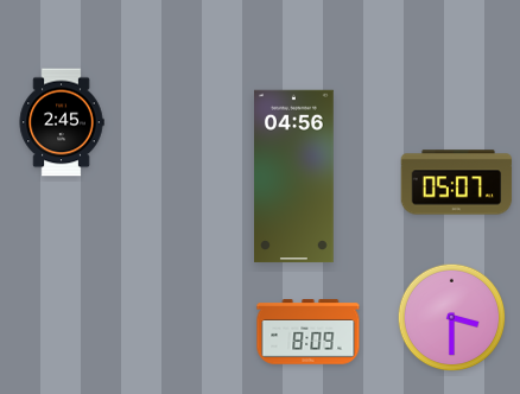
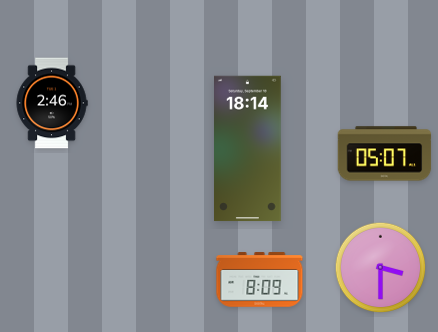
clock at (62, 122): 2:45 -> 2:46
clock at (294, 177): 04:56 -> 18:14
